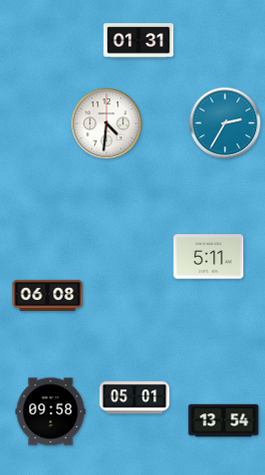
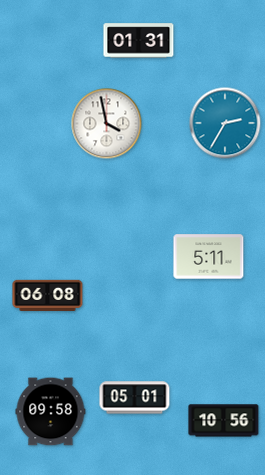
clock at (107, 124): 4:31 -> 3:58
clock at (224, 421): 13:54 -> 10:56
